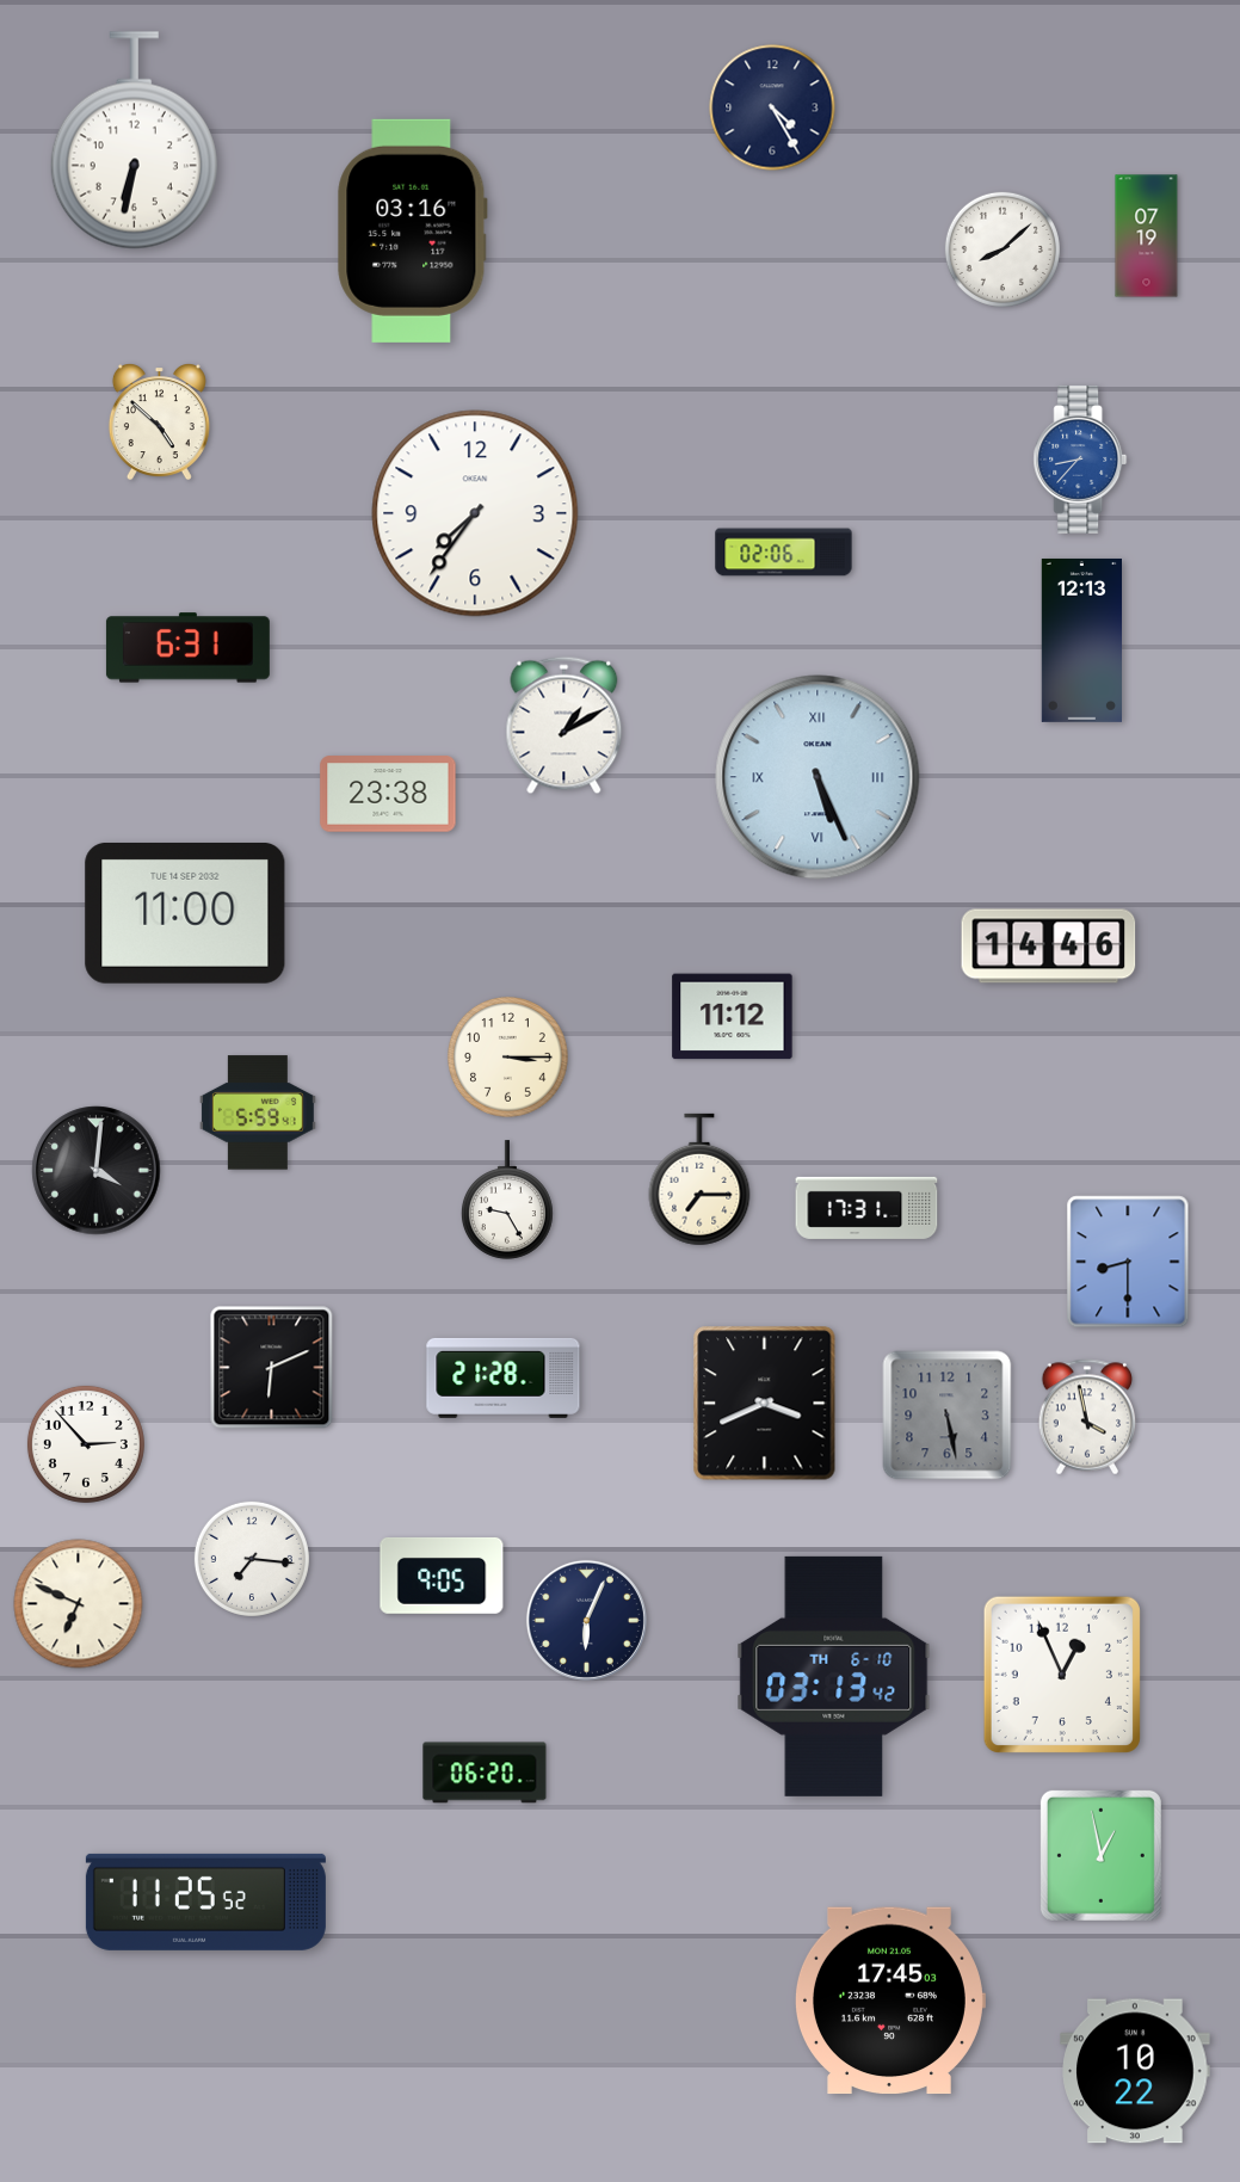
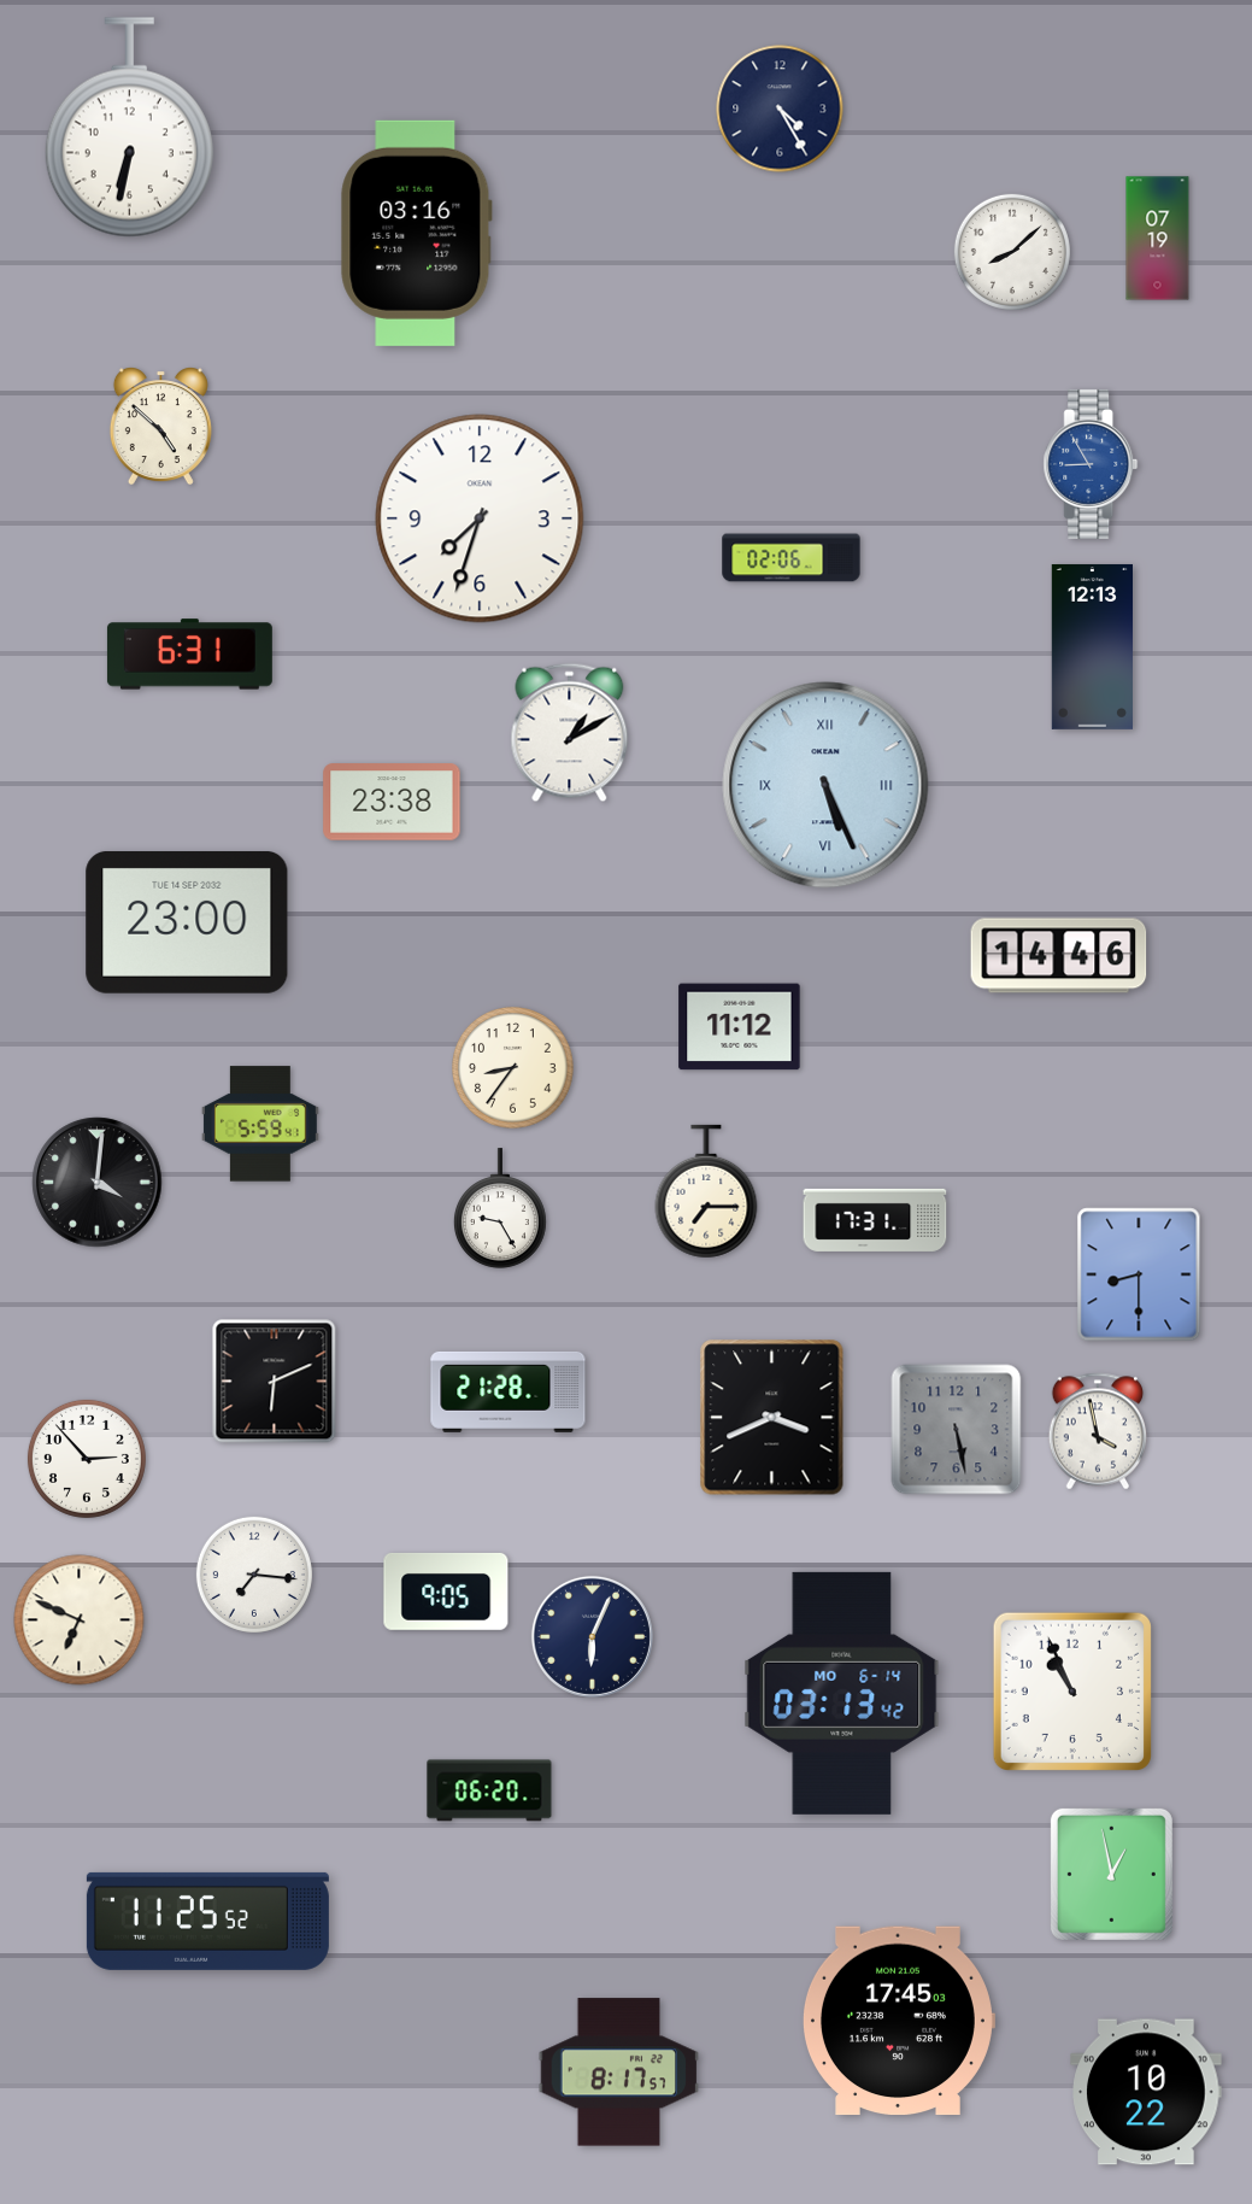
clock at (134, 141) position: (134, 141) -> (129, 128)
clock at (1080, 460): 8:37 -> 8:55
clock at (475, 513): 7:36 -> 7:33
clock at (185, 913): 11:00 -> 23:00
clock at (508, 1058): 3:15 -> 8:36
clock at (507, 1200) position: (507, 1200) -> (500, 1208)
clock at (1062, 1675): 12:56 -> 10:56
clock at (834, 1676) date: TH 6-10 -> MO 6-14
clock at (619, 2073): none -> 8:17
